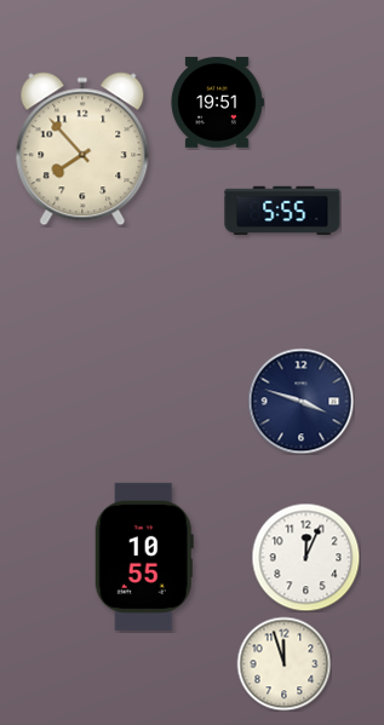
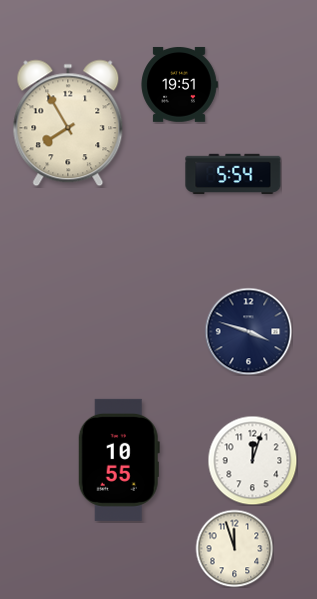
clock at (82, 149): 7:53 -> 7:55
clock at (282, 211): 5:55 -> 5:54
clock at (305, 557): 12:04 -> 12:03
